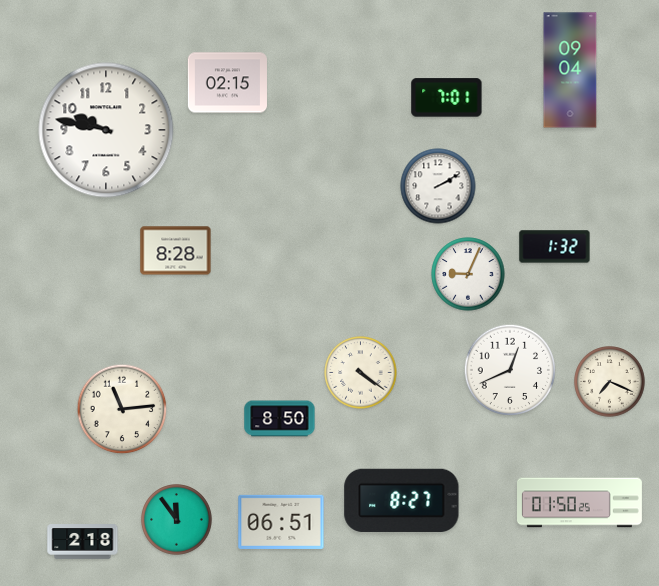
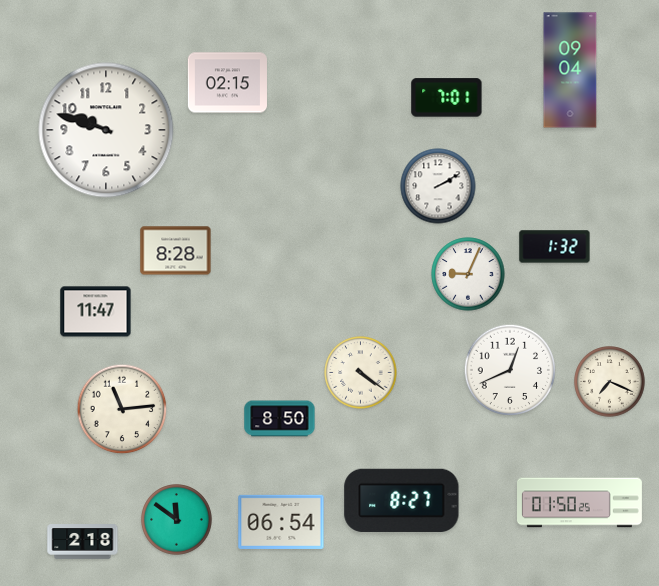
clock at (106, 130): 9:47 -> 9:48
clock at (96, 312): none -> 11:47
clock at (177, 520): 11:54 -> 11:51
clock at (281, 522): 06:51 -> 06:54
